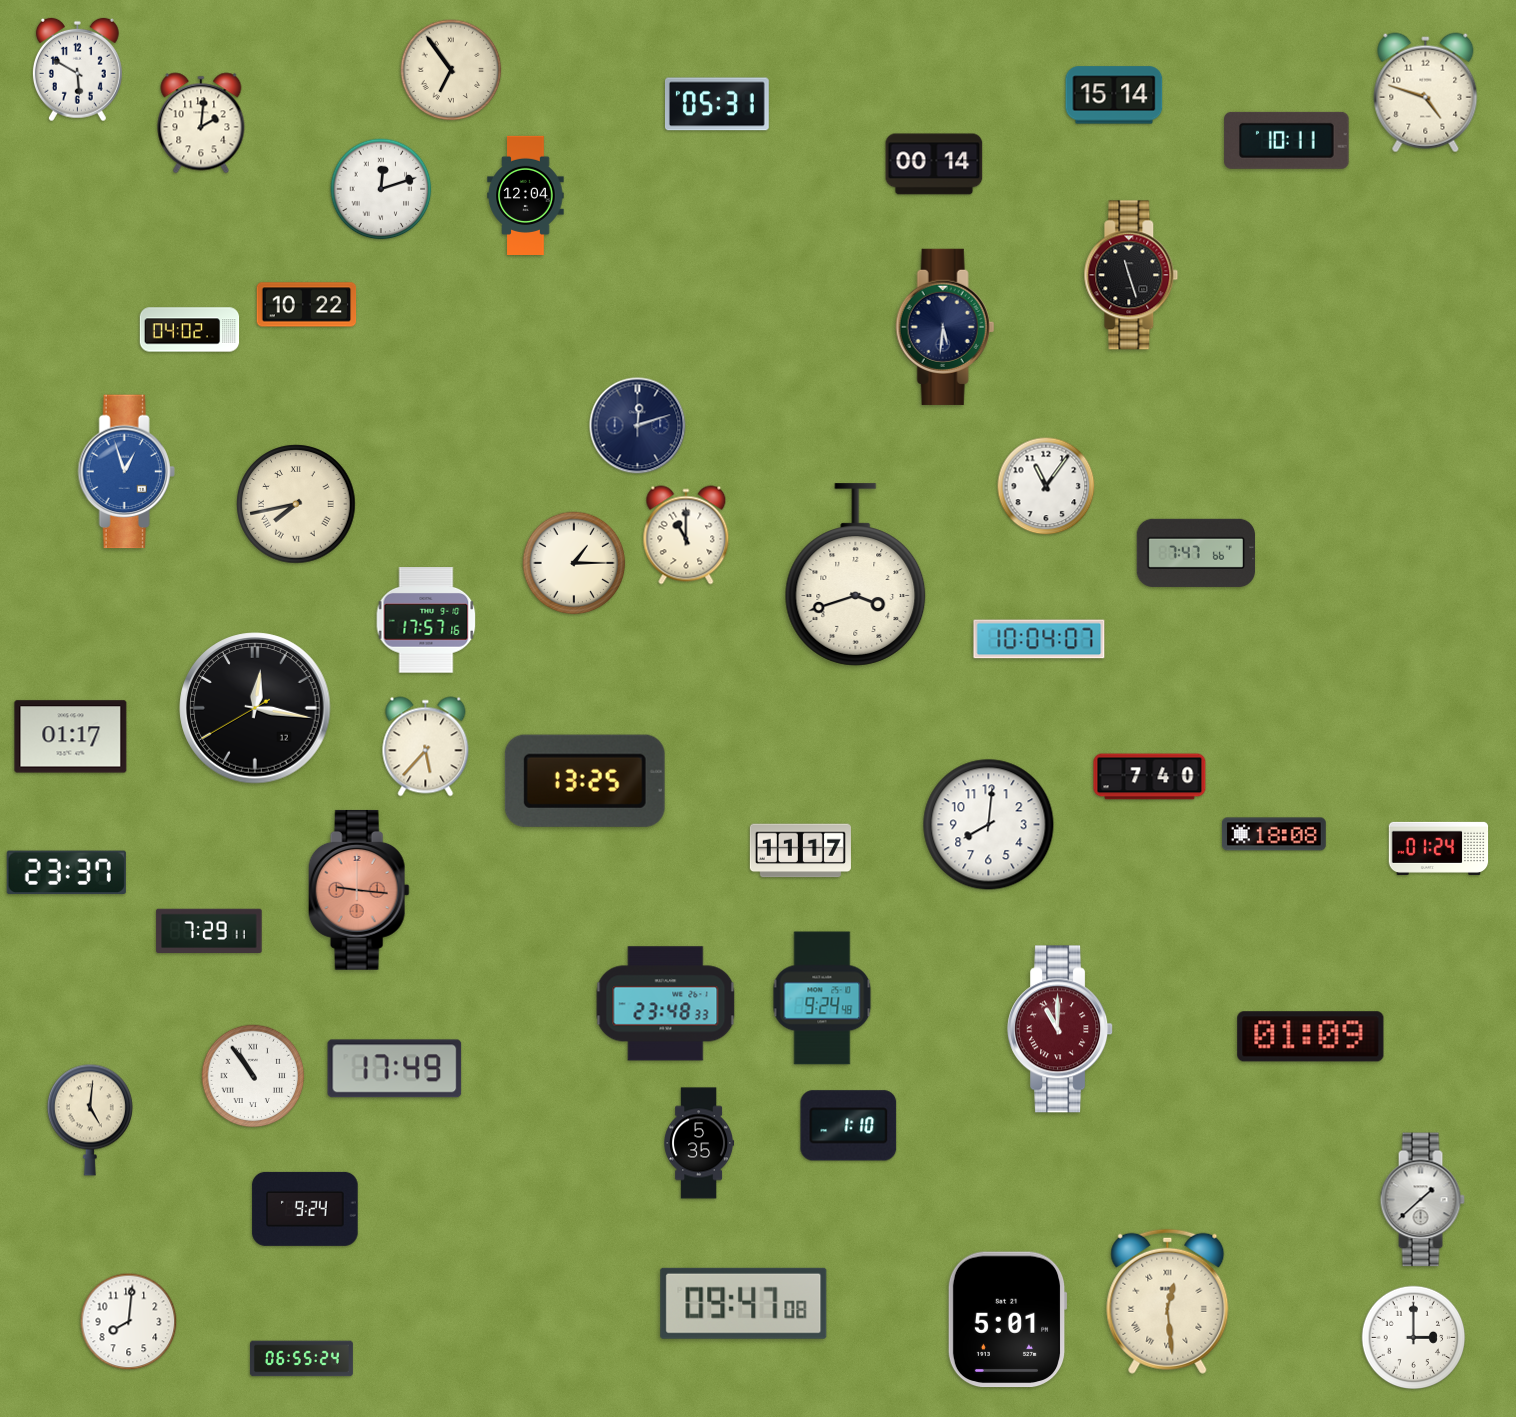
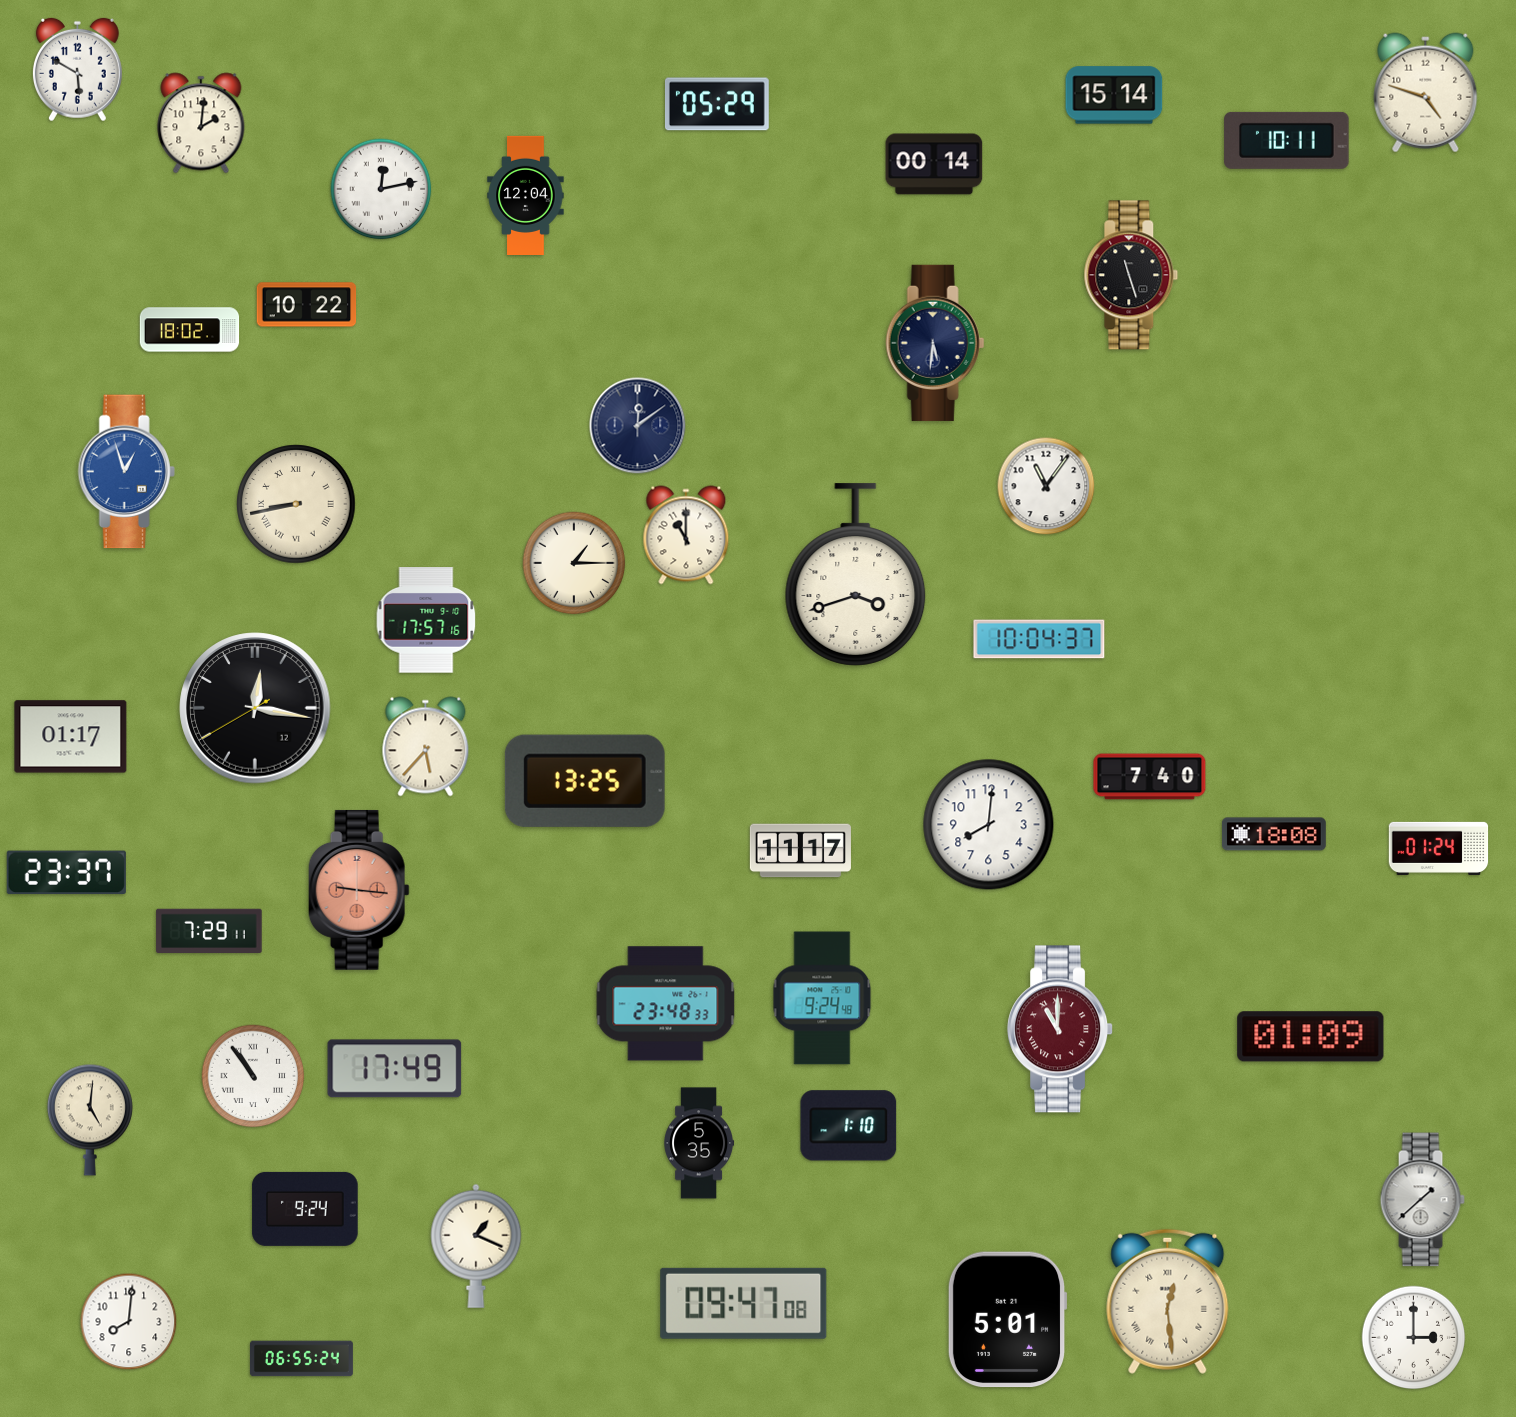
clock at (451, 70): 6:54 -> none
clock at (717, 104): 05:31 -> 05:29
clock at (381, 189): 12:12 -> 12:13
clock at (945, 327) position: (945, 327) -> (935, 343)
clock at (190, 330): 04:02 -> 18:02
clock at (638, 426): 12:12 -> 12:09
clock at (296, 504): 7:43 -> 8:43
clock at (1195, 553): 7:47 -> none
clock at (1039, 639): 10:04:07 -> 10:04:37
clock at (476, 1246): none -> 1:19
